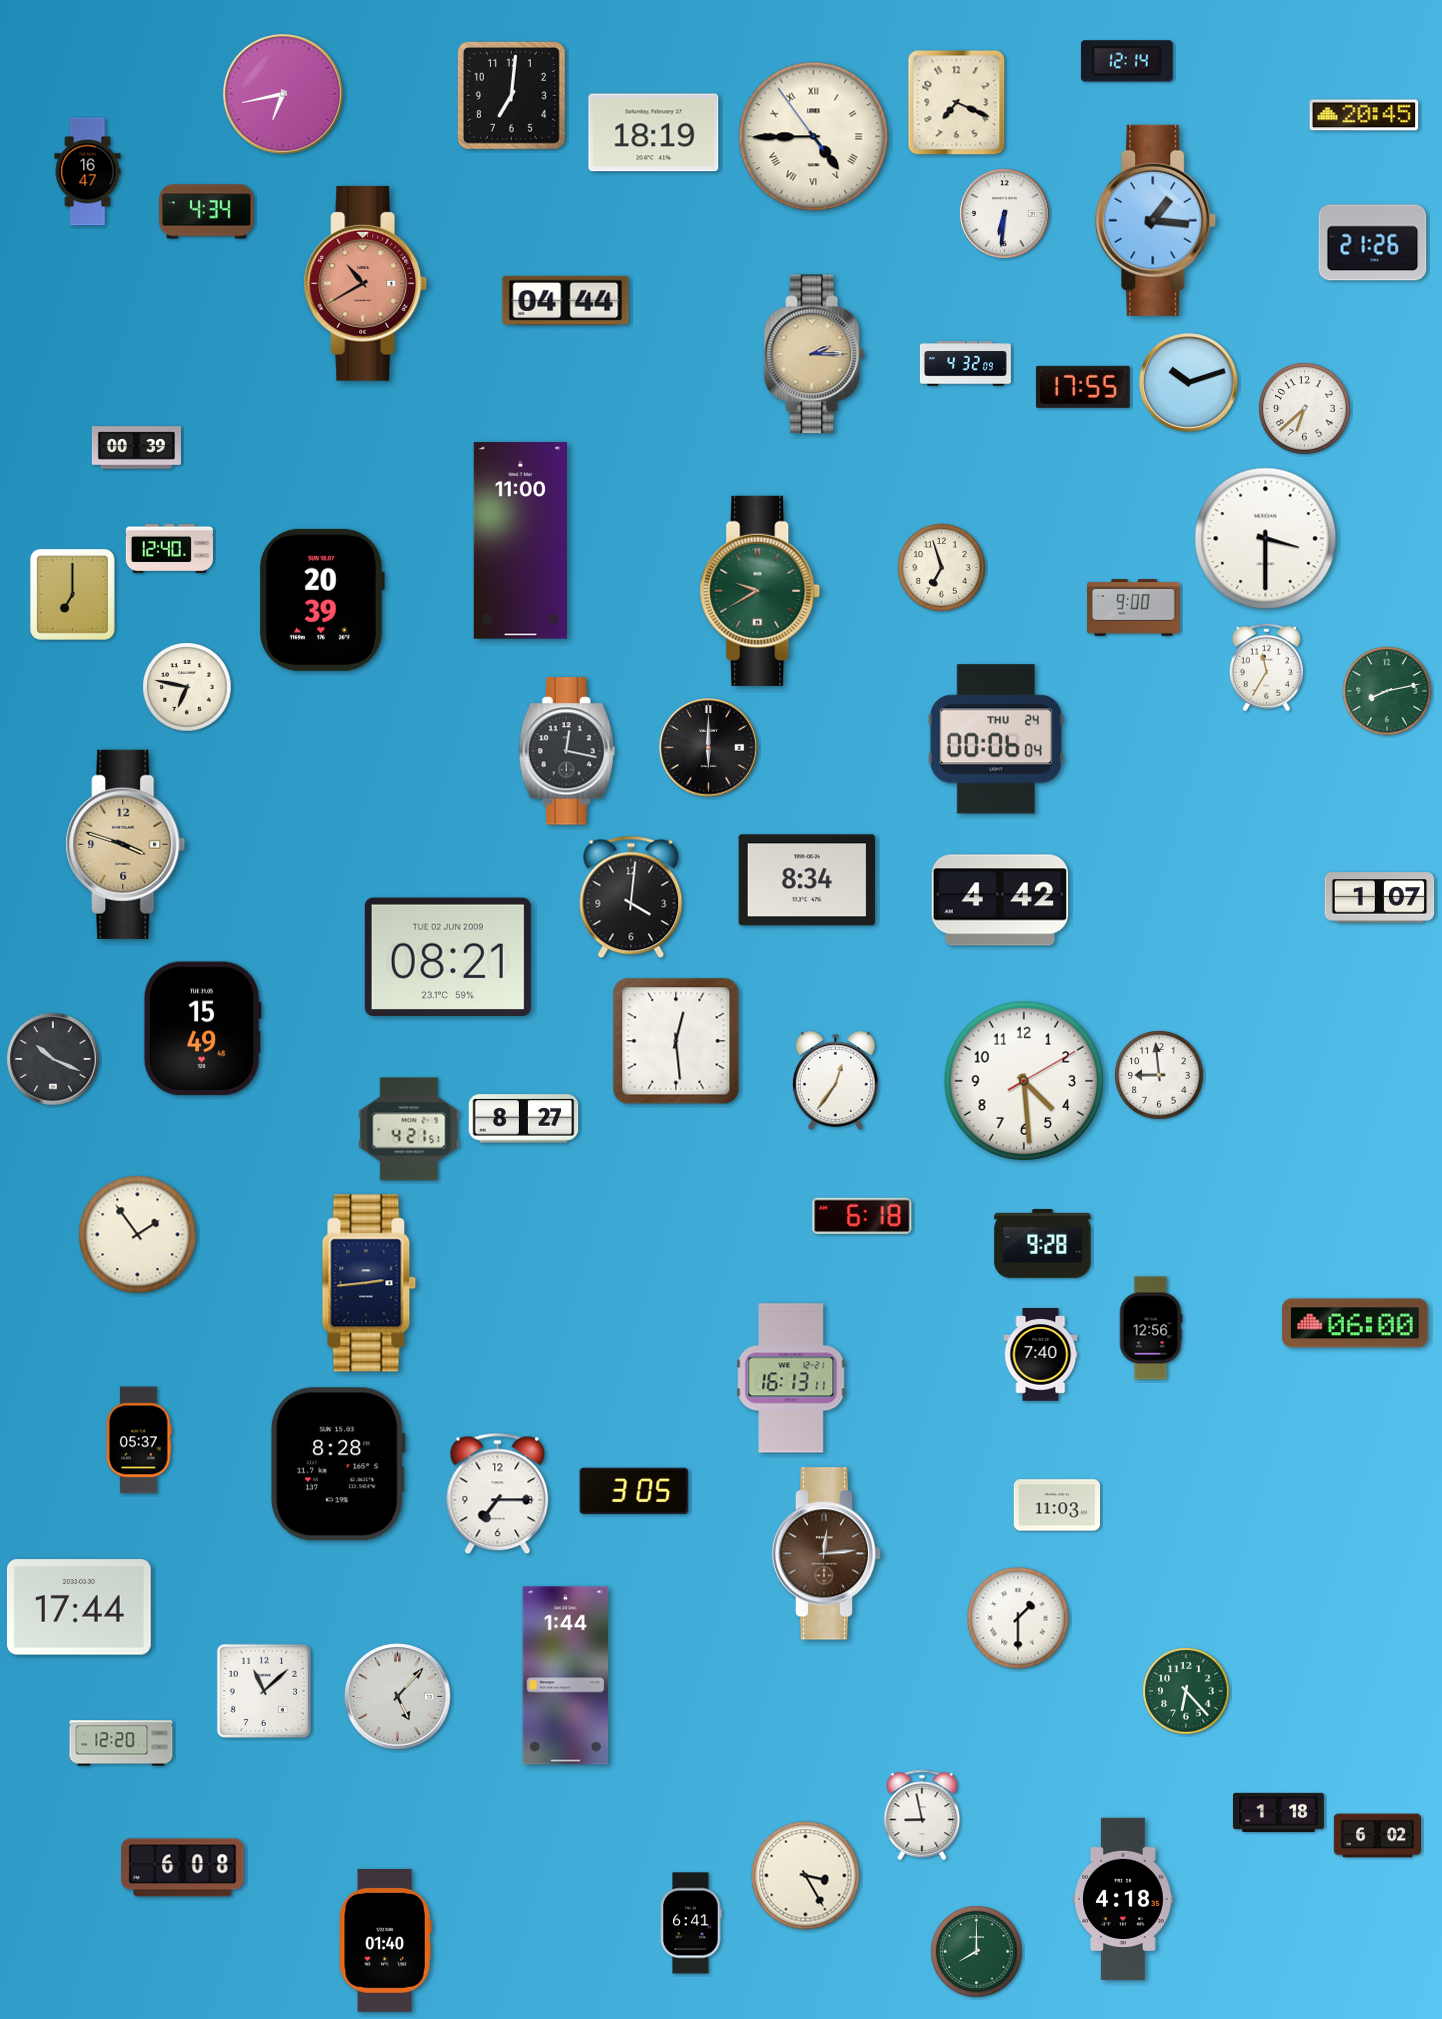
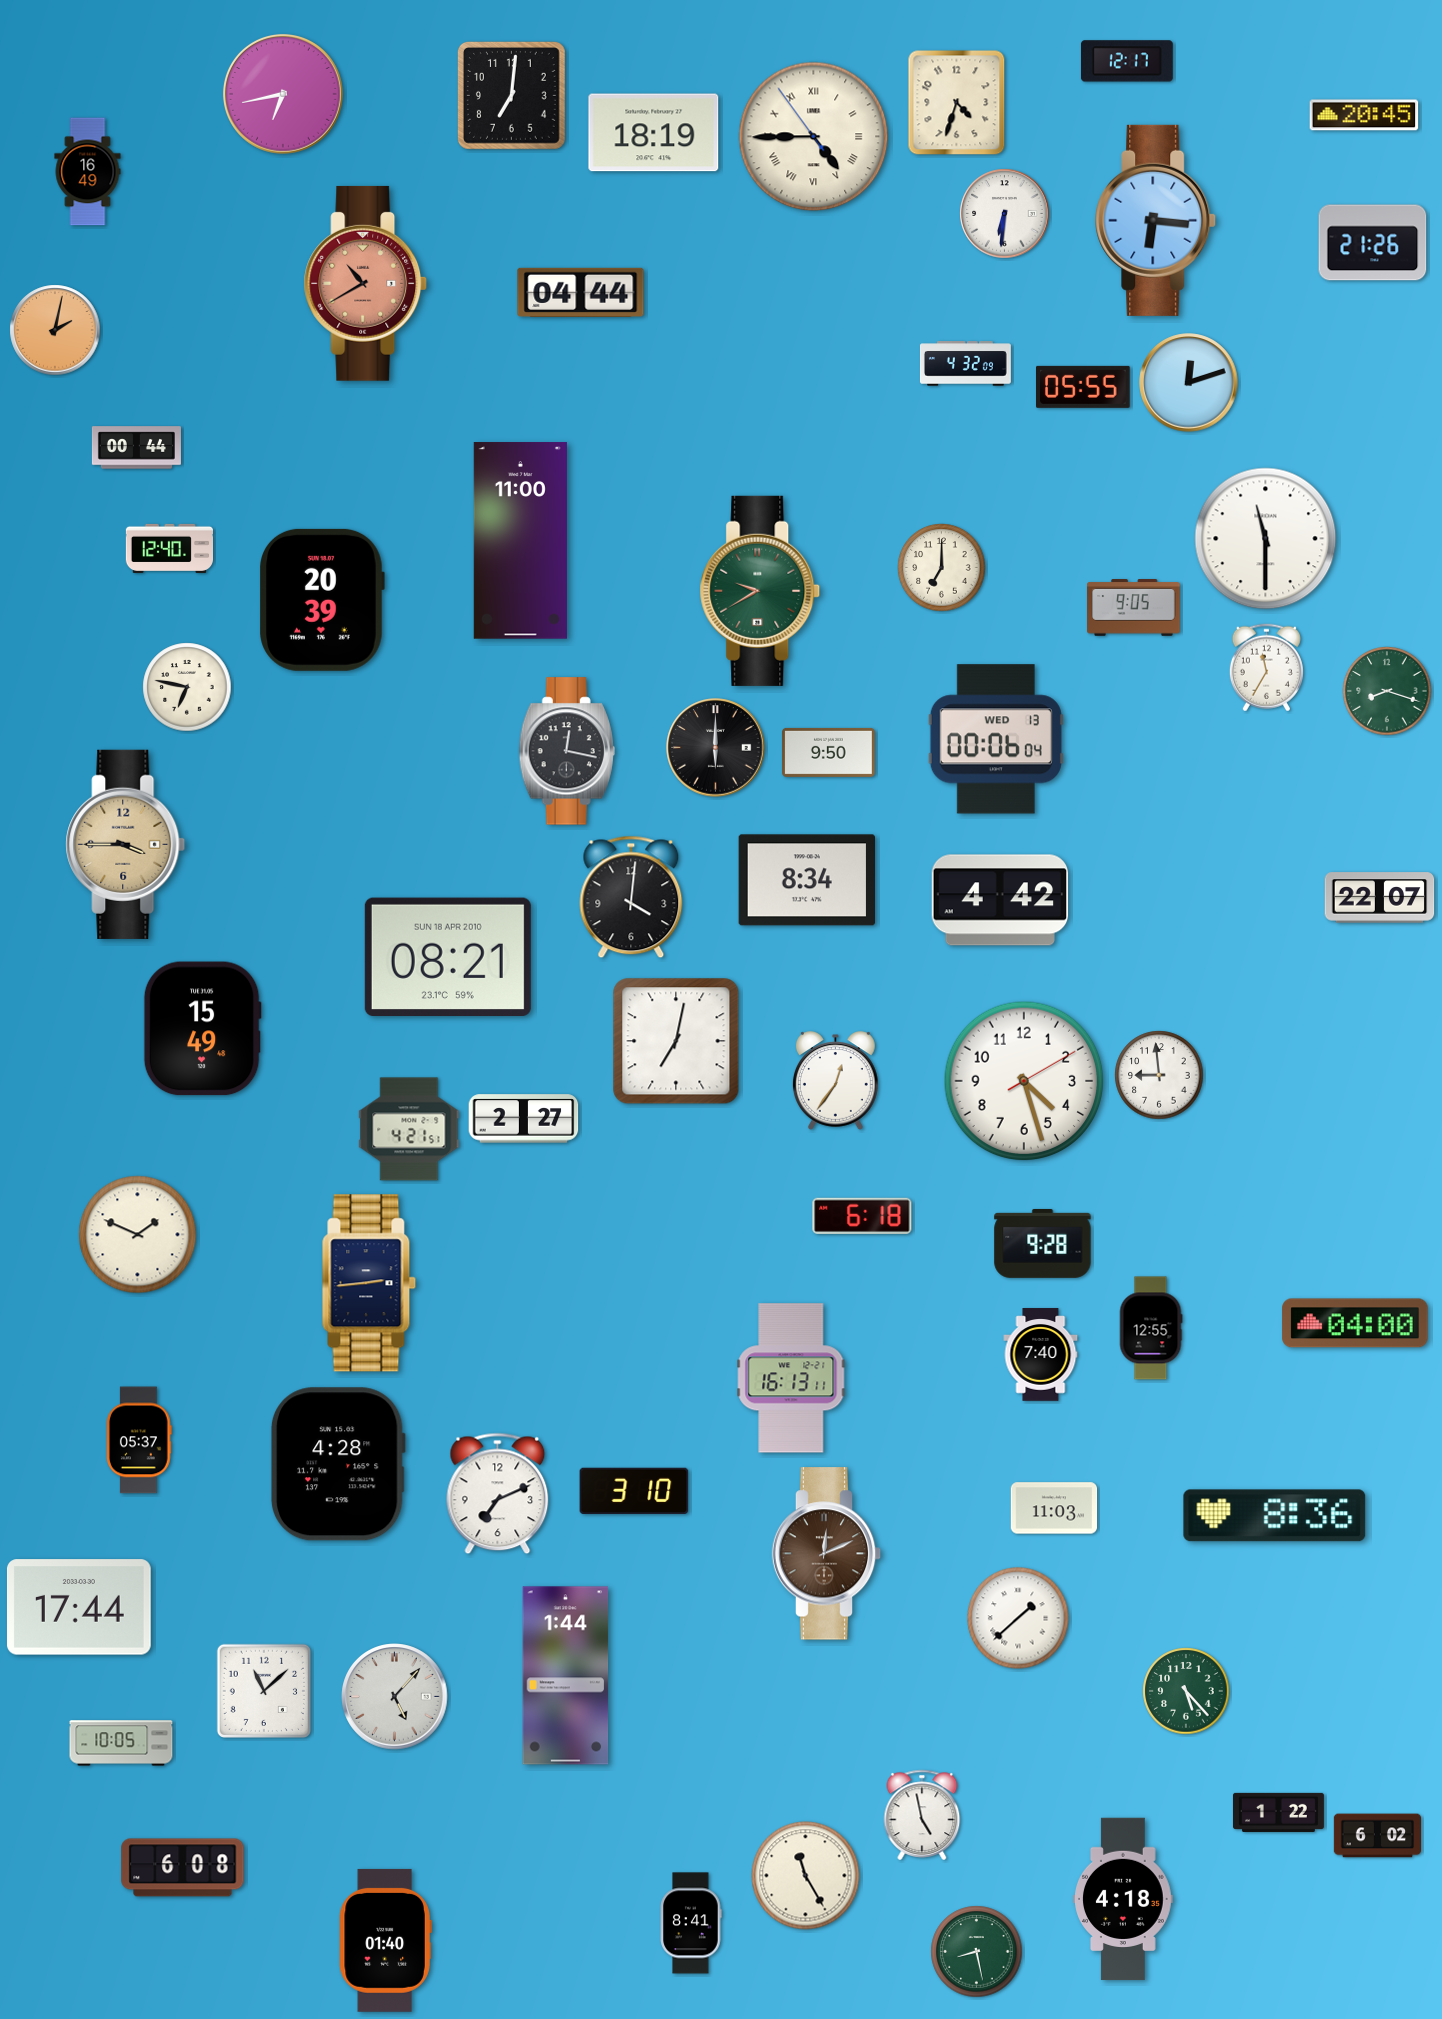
clock at (1127, 61): 12:14 -> 12:17
clock at (957, 103): 7:19 -> 4:33
clock at (88, 172): 16:47 -> 16:49
clock at (207, 212): 4:34 -> none
clock at (1156, 220): 1:16 -> 6:16
clock at (566, 300) position: (566, 300) -> (581, 292)
clock at (55, 330): none -> 2:02
clock at (814, 354): 2:15 -> none
clock at (1189, 383): 10:12 -> 12:12
clock at (1083, 387): 17:55 -> 05:55
clock at (1305, 409): 6:38 -> none
clock at (136, 448): 00:39 -> 00:44
clock at (1266, 539): 3:30 -> 11:30
clock at (942, 568): 6:57 -> 7:00
clock at (72, 594): 7:00 -> none
clock at (1134, 608): 9:00 -> 9:05
clock at (1387, 691): 8:13 -> 8:18
clock at (996, 739) date: THU 24 -> WED 13
clock at (709, 748) position: (709, 748) -> (716, 748)
clock at (829, 752): none -> 9:50
clock at (126, 844): 3:48 -> 3:45
clock at (1380, 898): 1:07 -> 22:07
clock at (448, 956) date: TUE 02 JUN 2009 -> SUN 18 APR 2010
clock at (676, 1041): 12:29 -> 7:02
clock at (53, 1059): 10:19 -> none
clock at (1024, 1081): 4:29 -> 4:27
clock at (524, 1119): 8:27 -> 2:27
clock at (138, 1235): 1:54 -> 1:49
clock at (1355, 1323): 06:00 -> 04:00
clock at (1151, 1328): 12:56 -> 12:55
clock at (338, 1464): 8:28 -> 4:28
clock at (634, 1490): 3:05 -> 3:10
clock at (498, 1494): 7:15 -> 7:11
clock at (1057, 1505) position: (1057, 1505) -> (1054, 1508)
clock at (1275, 1516): none -> 8:36
clock at (827, 1554): 12:14 -> 12:11
clock at (1018, 1618): 1:30 -> 1:38
clock at (1186, 1691): 6:23 -> 5:23
clock at (398, 1697) position: (398, 1697) -> (395, 1697)
clock at (121, 1743): 12:20 -> 10:05
clock at (1278, 1812): 1:18 -> 1:22
clock at (922, 1815): 8:58 -> 4:58
clock at (806, 1876): 3:25 -> 11:25
clock at (691, 1923): 6:41 -> 8:41
clock at (977, 1952): 8:00 -> 8:28
